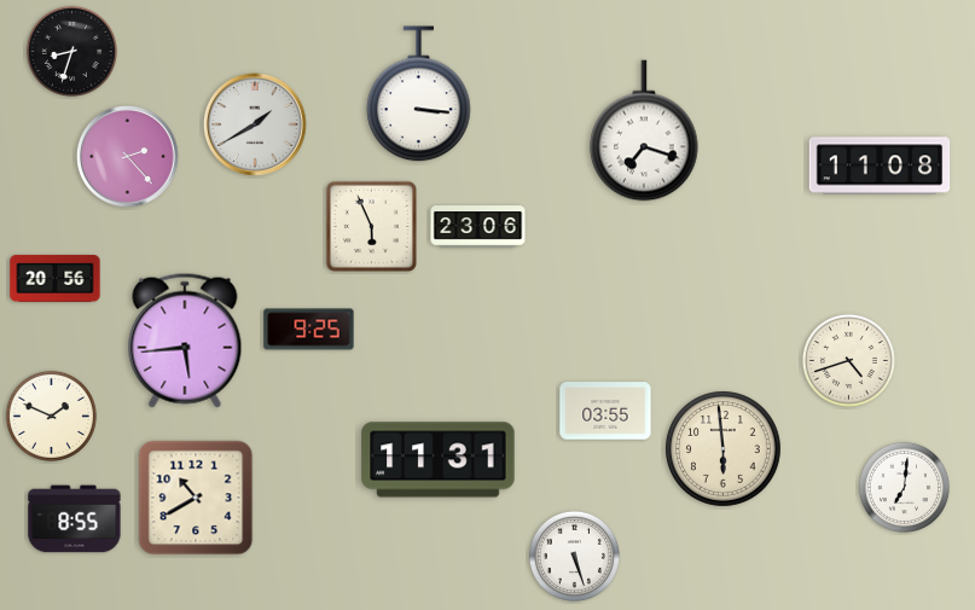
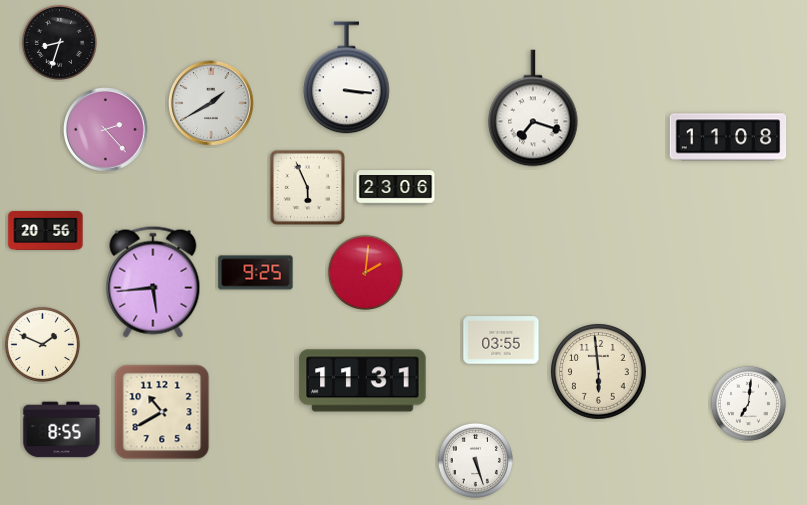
clock at (365, 272): none -> 2:01
clock at (848, 360): 4:42 -> none
